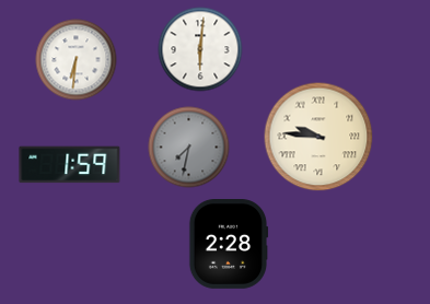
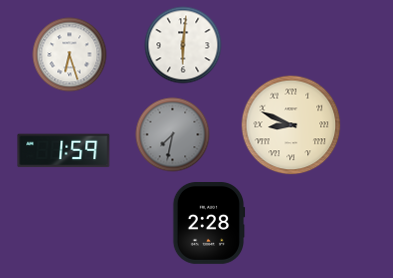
clock at (77, 60): 6:31 -> 6:27
clock at (318, 137): 9:46 -> 8:49
